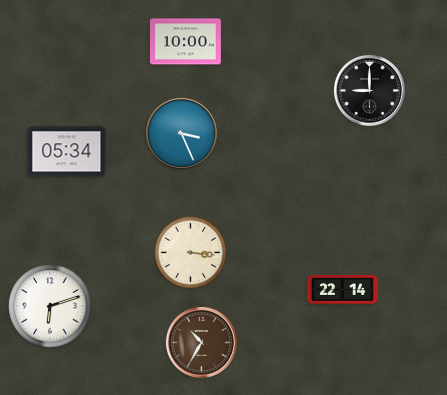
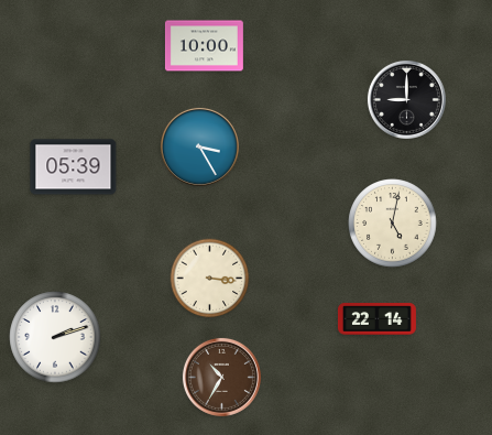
clock at (181, 133): 3:26 -> 3:25
clock at (67, 152): 05:34 -> 05:39
clock at (393, 224): none -> 5:02
clock at (50, 306): 6:12 -> 2:12
